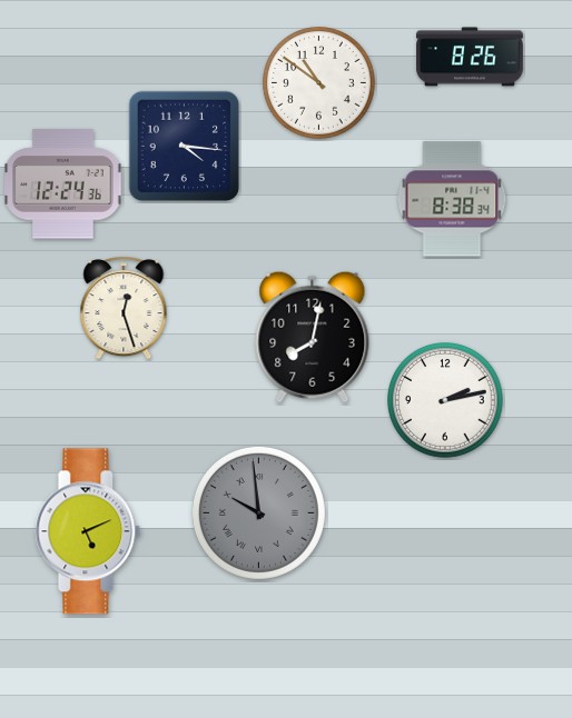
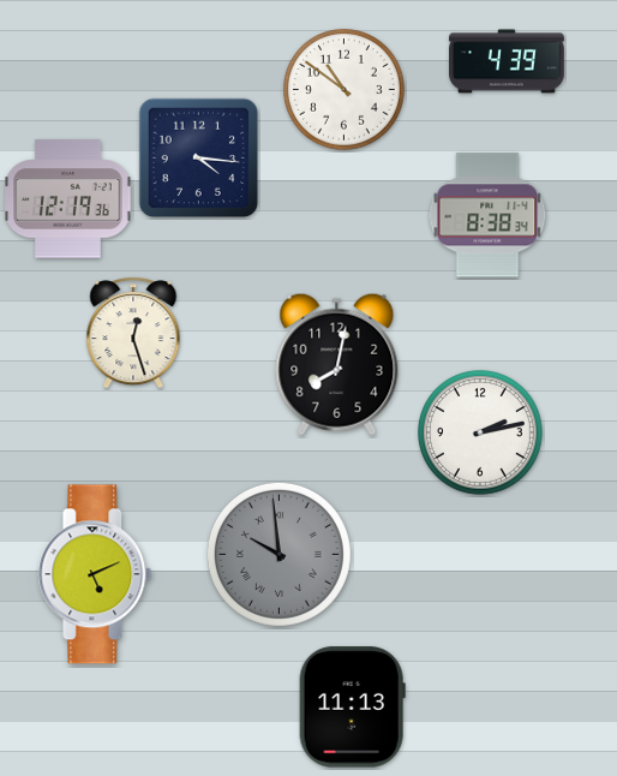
clock at (470, 57): 8:26 -> 4:39
clock at (63, 185): 12:24 -> 12:19
clock at (352, 708): none -> 11:13
